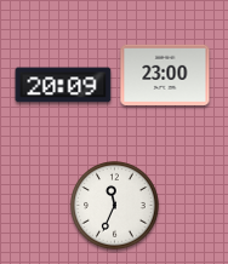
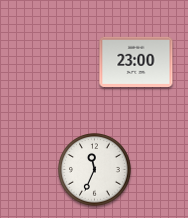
clock at (63, 85): 20:09 -> none
